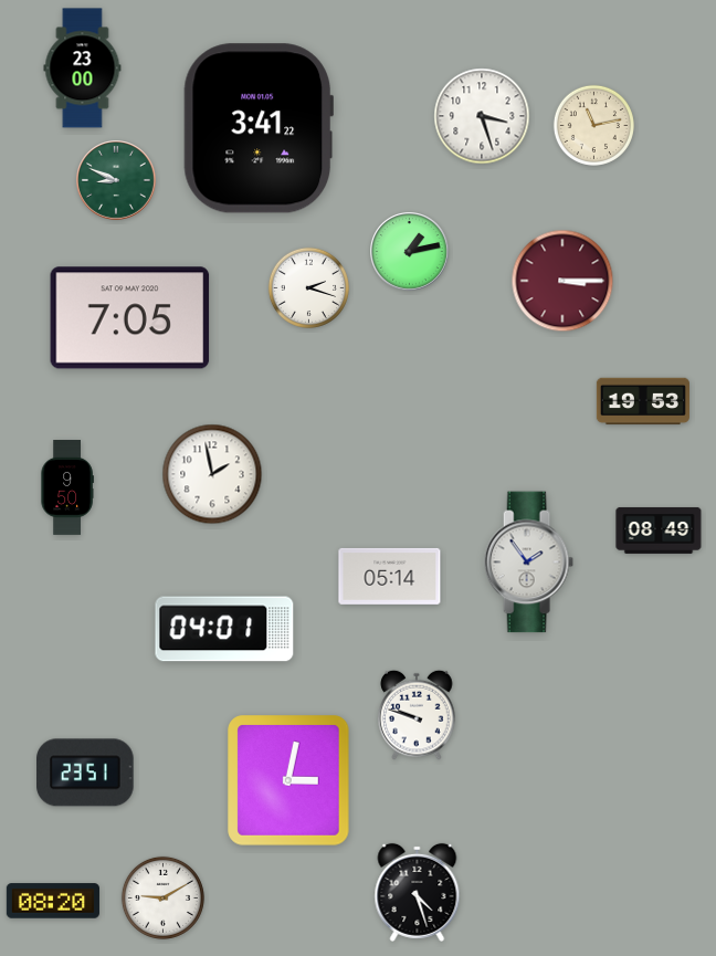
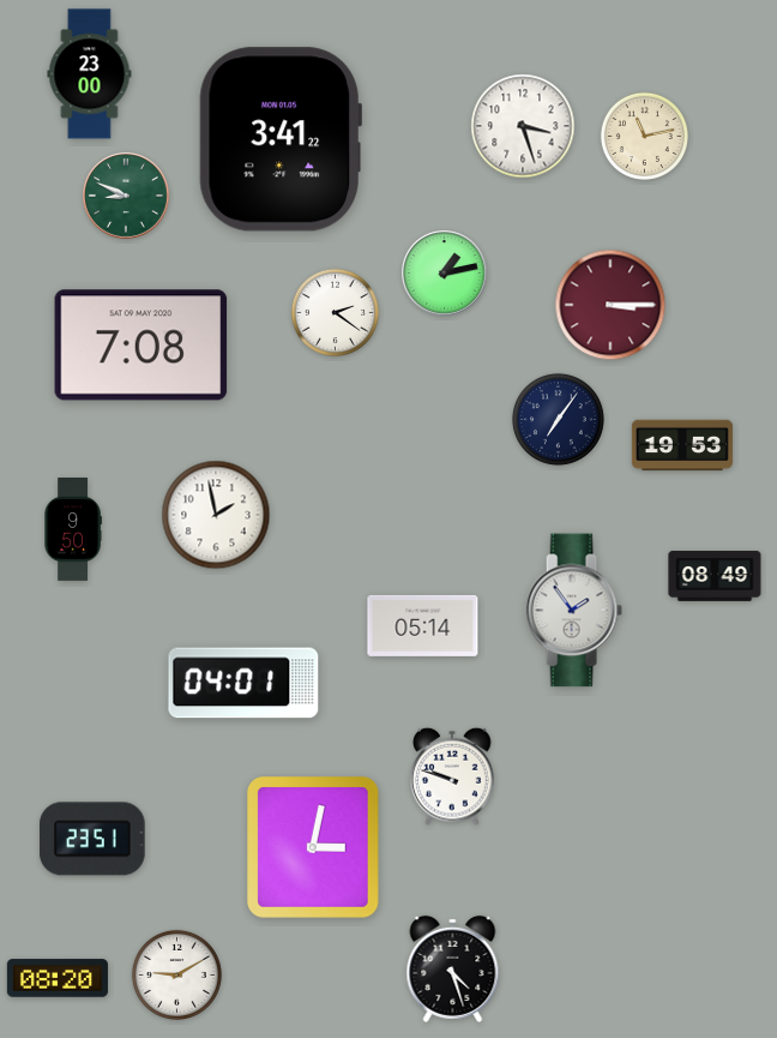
clock at (308, 287): 2:18 -> 2:21
clock at (130, 318): 7:05 -> 7:08
clock at (558, 419): none -> 7:06
clock at (643, 401) position: (643, 401) -> (682, 445)
clock at (212, 474) position: (212, 474) -> (216, 515)
